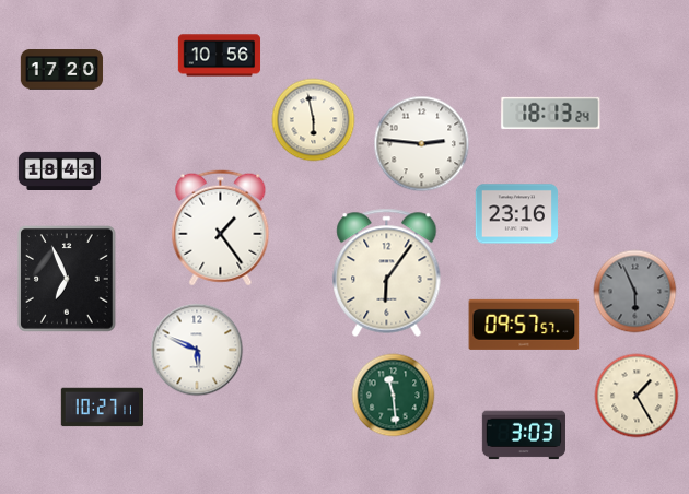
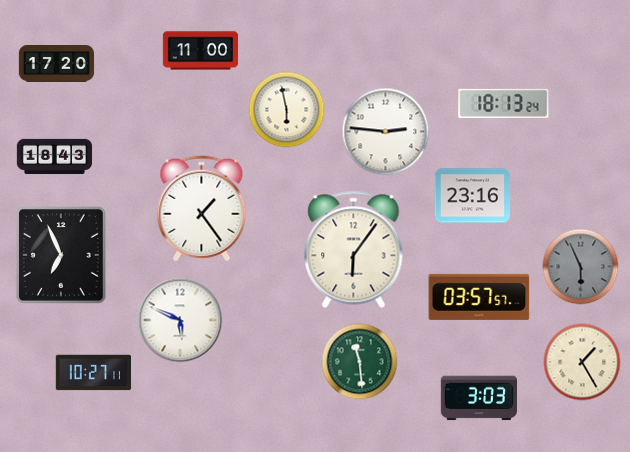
clock at (220, 56): 10:56 -> 11:00
clock at (524, 325): 09:57 -> 03:57
